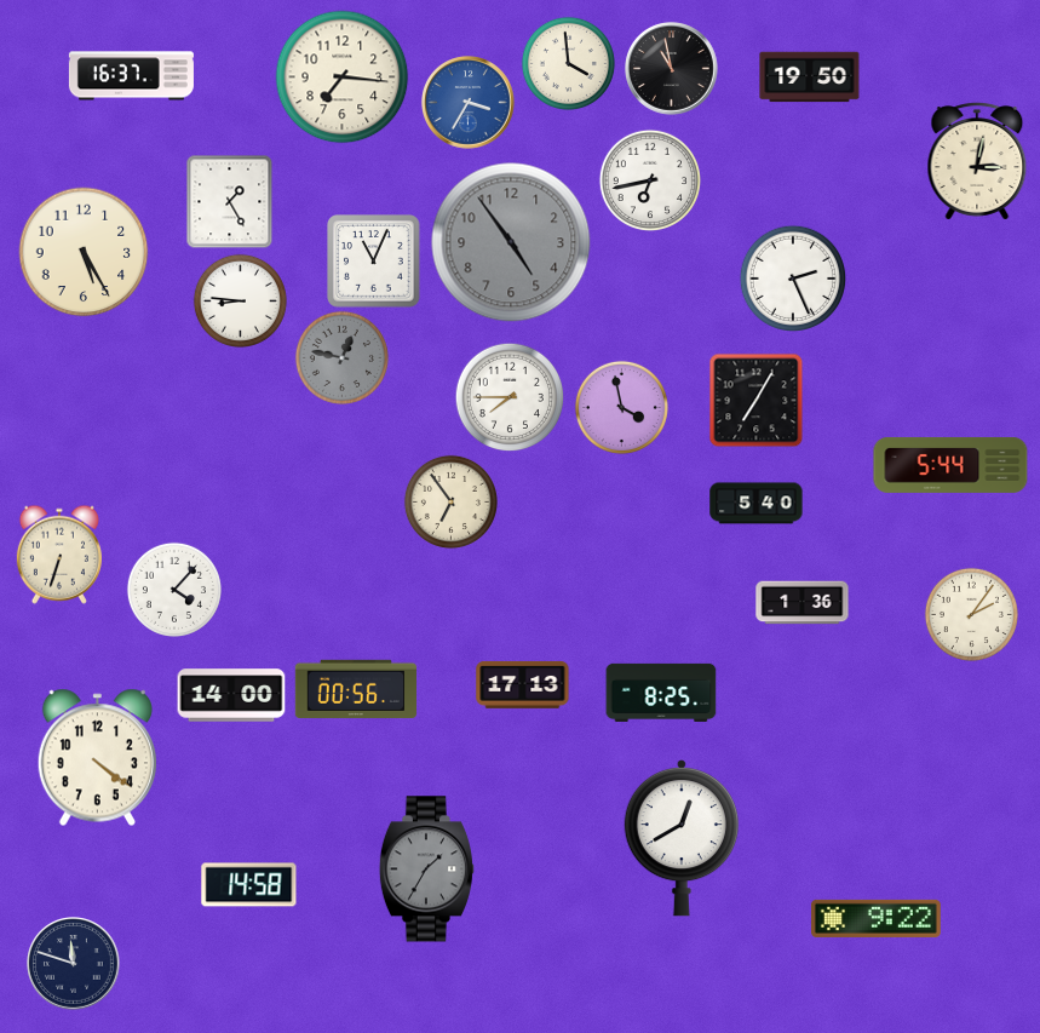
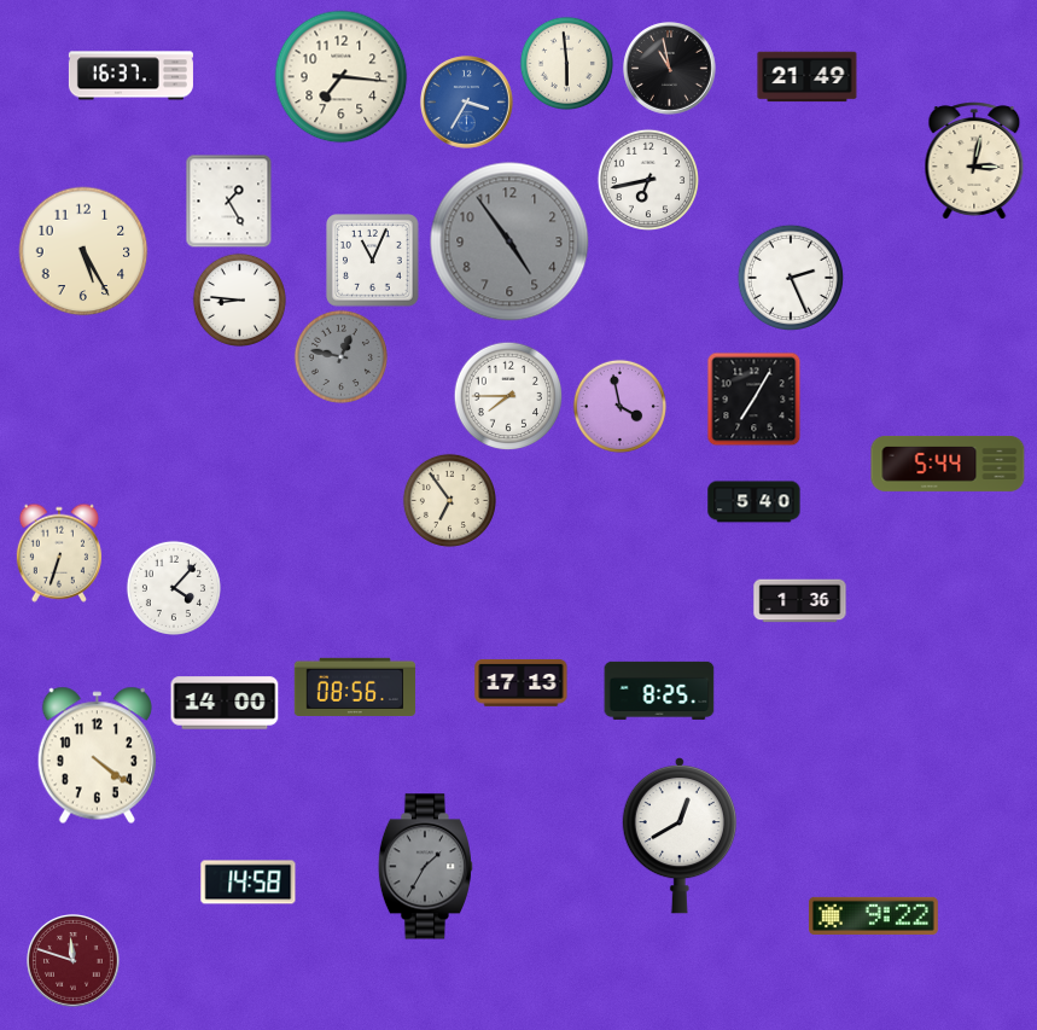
clock at (568, 63): 3:59 -> 5:59
clock at (810, 78): 19:50 -> 21:49
clock at (971, 614): 2:06 -> none
clock at (356, 688): 00:56 -> 08:56
clock at (231, 695) position: (231, 695) -> (225, 703)
clock at (74, 964) dial: navy -> burgundy
